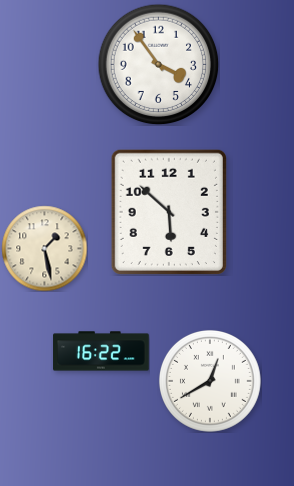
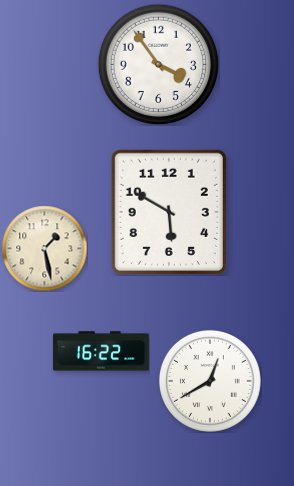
clock at (169, 212): 5:52 -> 5:50
